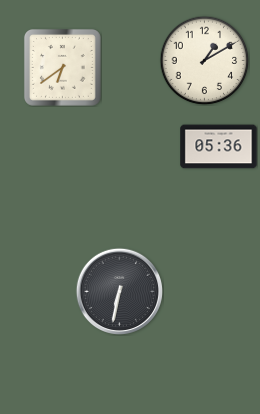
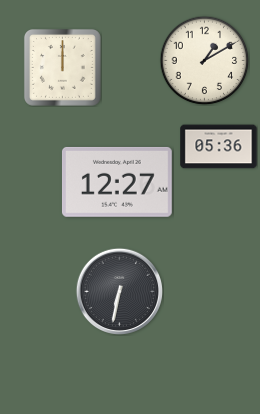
clock at (62, 67): 6:39 -> 12:00
clock at (117, 182): none -> 12:27
